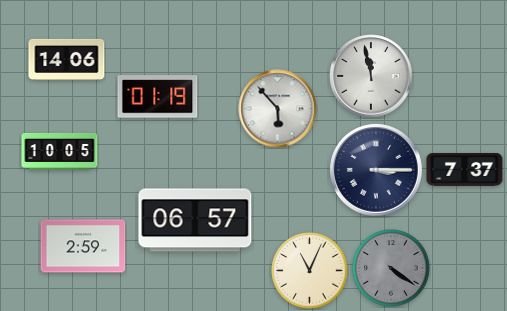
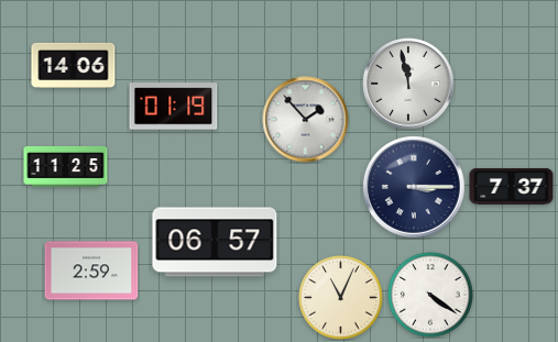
clock at (278, 109): 5:53 -> 1:53
clock at (60, 152): 10:05 -> 11:25
clock at (391, 268) dial: grey -> white
